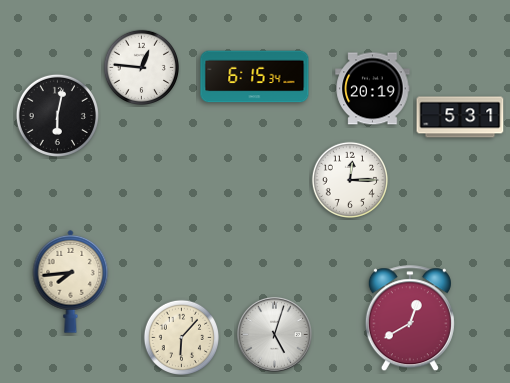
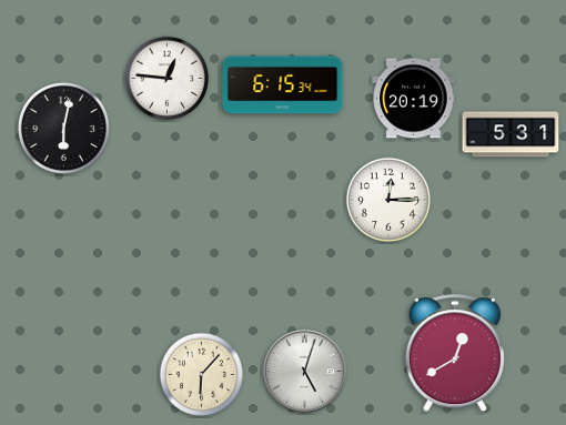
clock at (141, 67) position: (141, 67) -> (166, 78)
clock at (460, 117) position: (460, 117) -> (511, 134)
clock at (71, 281): 7:44 -> none
